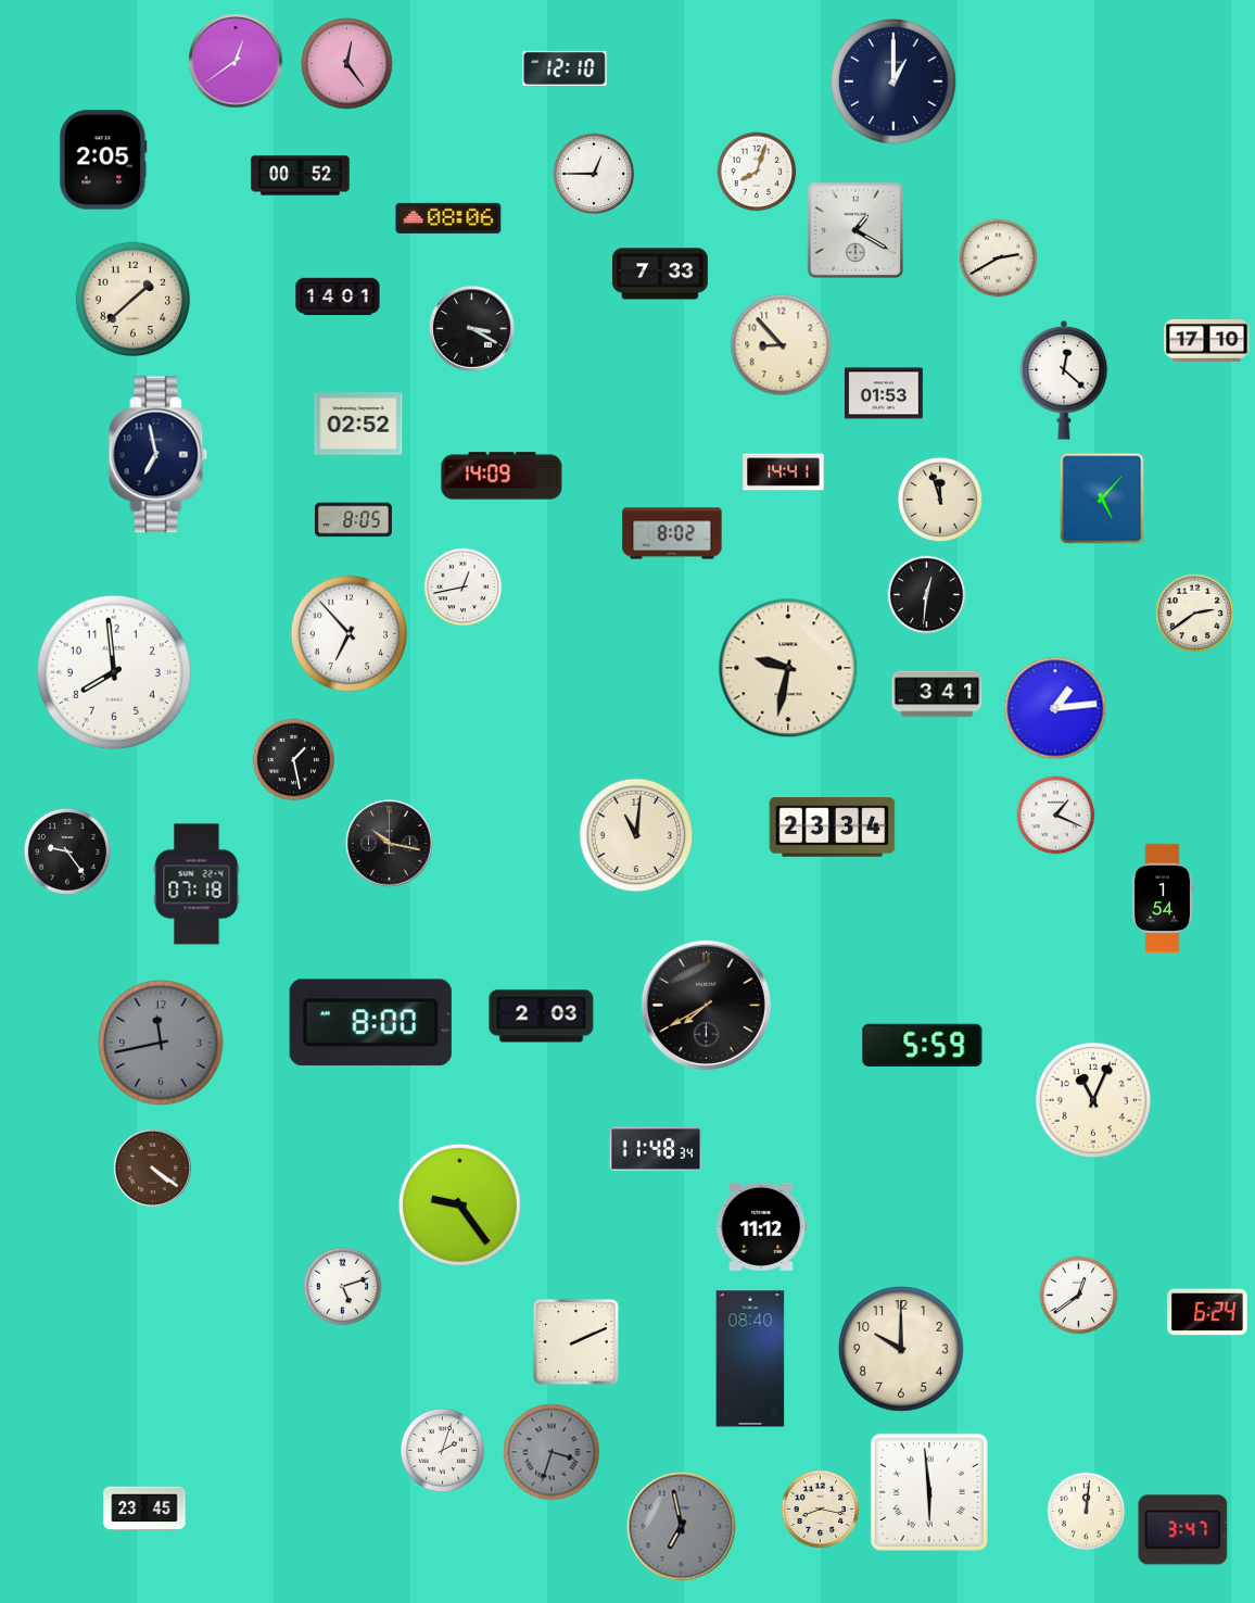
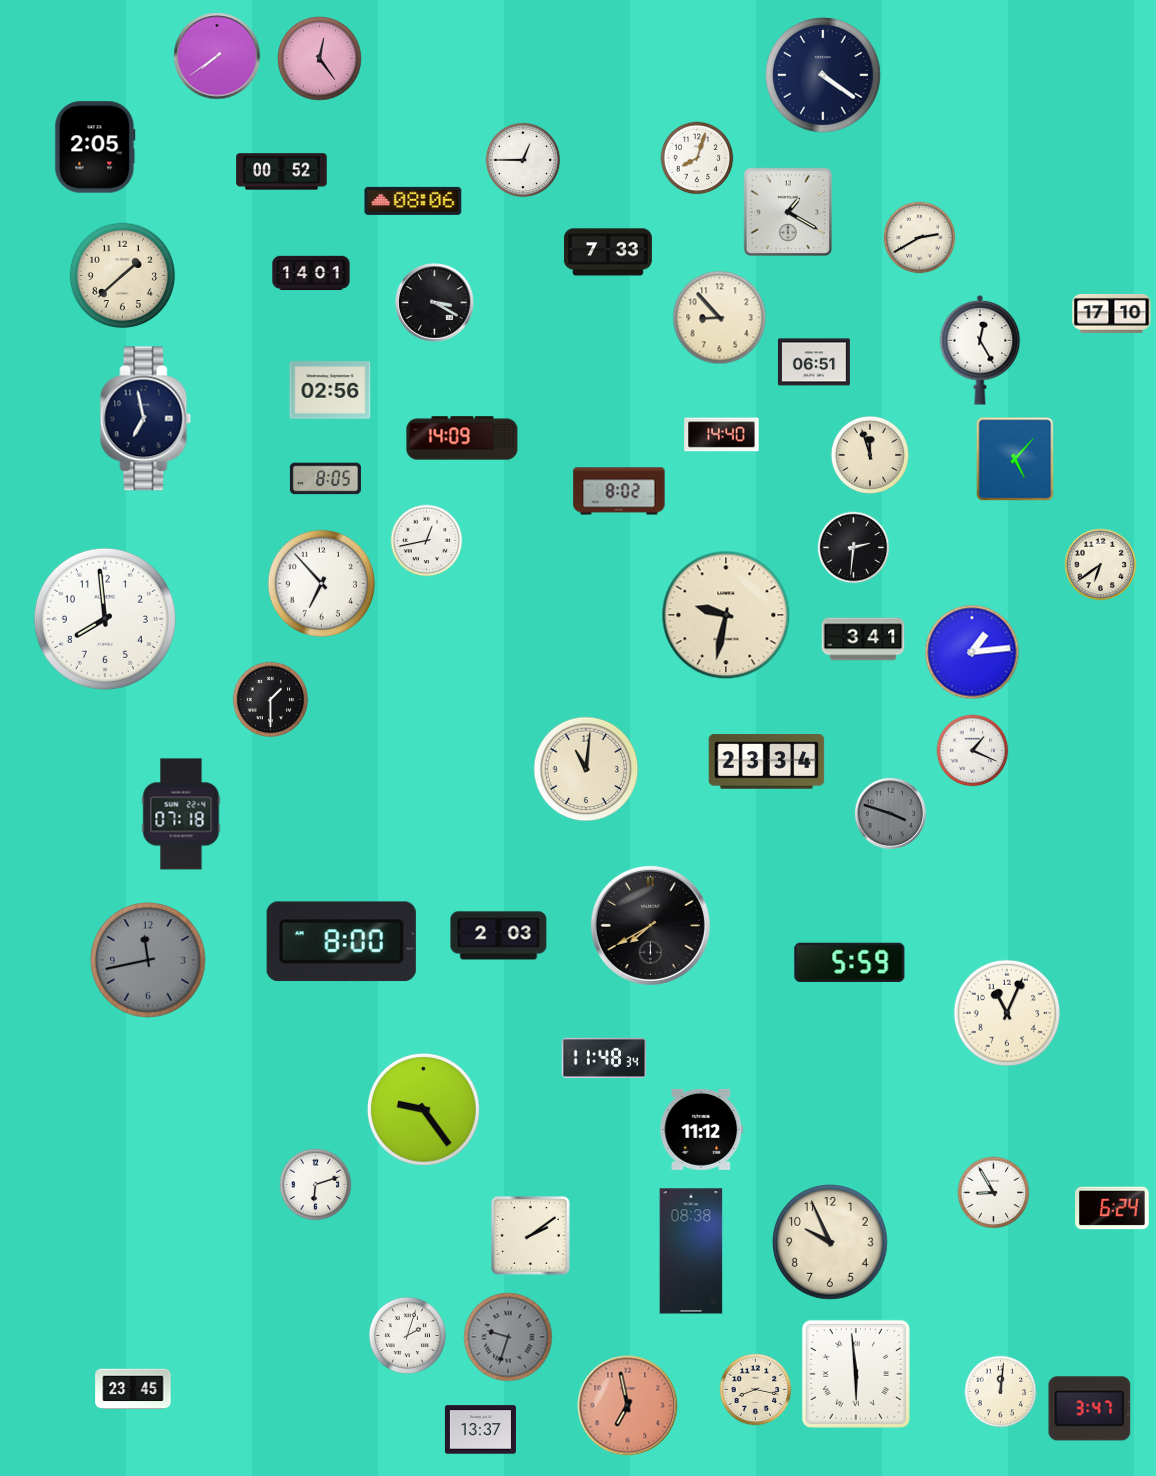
clock at (236, 61): 12:39 -> 7:39
clock at (565, 68): 12:10 -> none
clock at (893, 81): 1:00 -> 4:21
clock at (594, 174) position: (594, 174) -> (523, 160)
clock at (301, 176) position: (301, 176) -> (282, 172)
clock at (1064, 380): 12:22 -> 12:25
clock at (884, 393): 01:53 -> 06:51
clock at (358, 424): 02:52 -> 02:56
clock at (784, 472): 14:41 -> 14:40
clock at (940, 500) position: (940, 500) -> (870, 455)
clock at (927, 595): 12:31 -> 2:31
clock at (1195, 614): 2:39 -> 6:39
clock at (294, 760): 1:28 -> 1:30
clock at (390, 844): 10:17 -> none
clock at (67, 851): 9:24 -> none
clock at (890, 813): none -> 3:48
clock at (1163, 898): 1:54 -> none
clock at (152, 1167): 4:21 -> none
clock at (343, 1287): 5:12 -> 6:12
clock at (1079, 1296): 12:39 -> 8:55
clock at (576, 1342): 2:11 -> 2:09
clock at (901, 1349): 10:00 -> 9:56
clock at (750, 1359): 08:40 -> 08:38
clock at (552, 1452): 3:33 -> 9:33
clock at (682, 1527) dial: grey -> salmon
clock at (480, 1430): none -> 13:37
